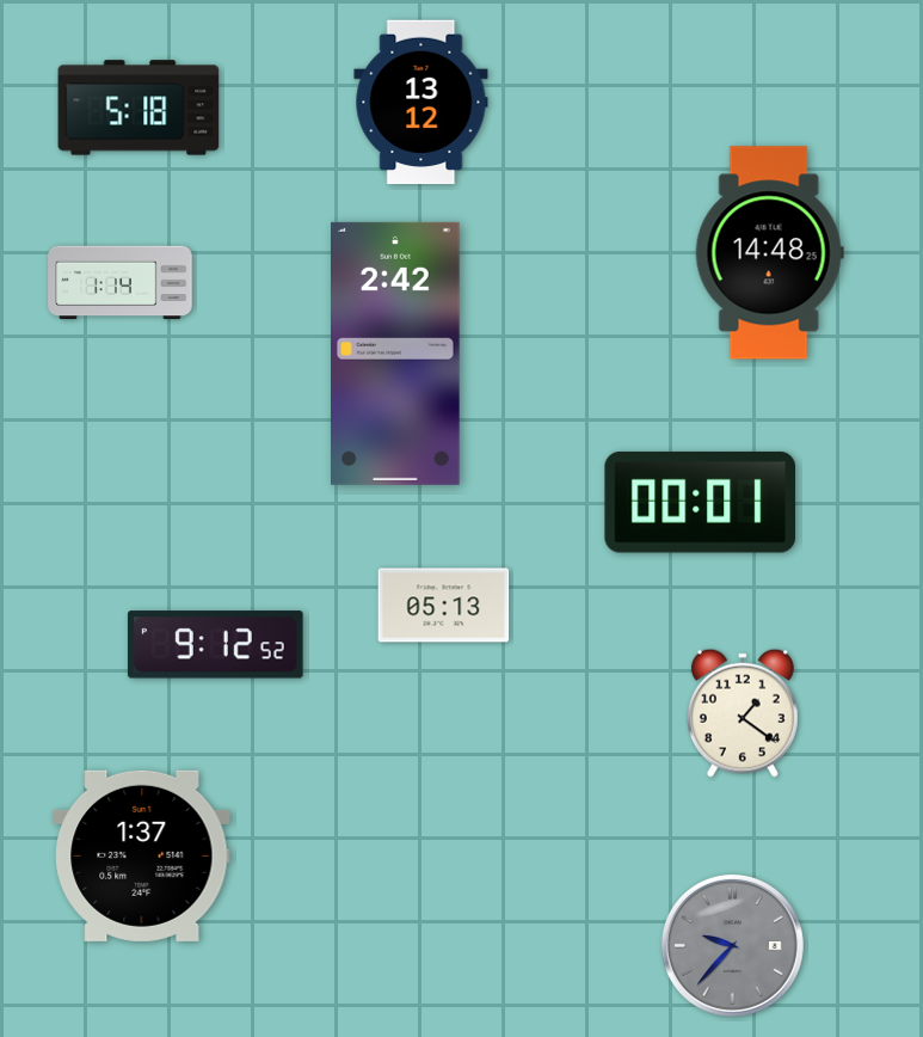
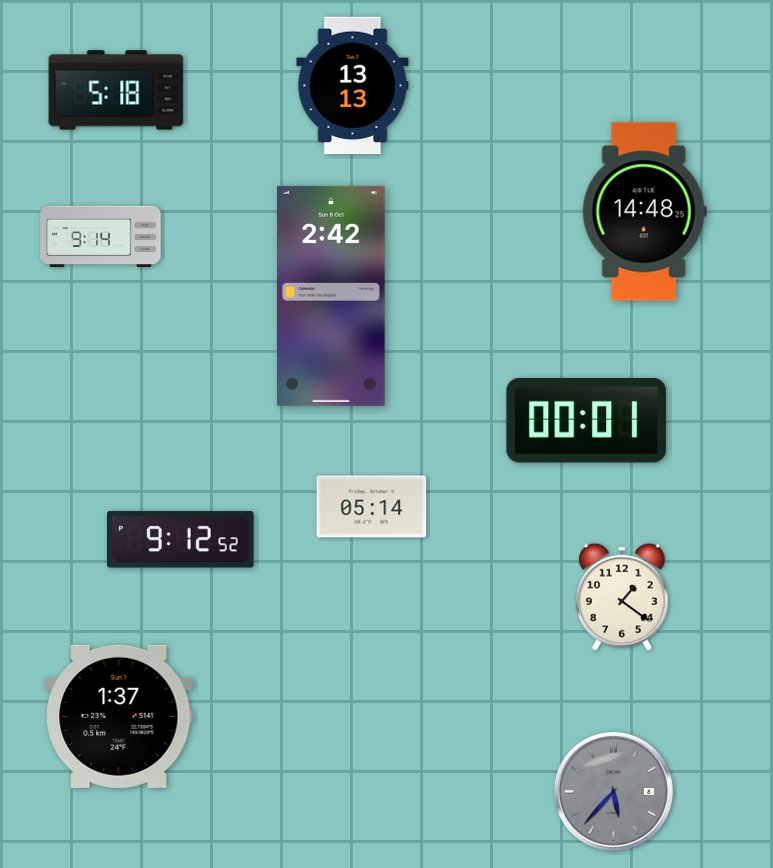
clock at (421, 103): 13:12 -> 13:13
clock at (121, 283): 1:14 -> 9:14
clock at (444, 606): 05:13 -> 05:14
clock at (732, 945): 9:37 -> 5:37
